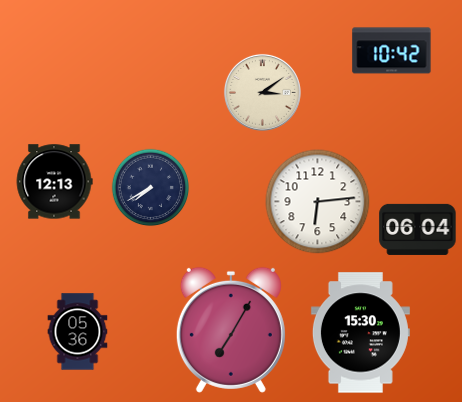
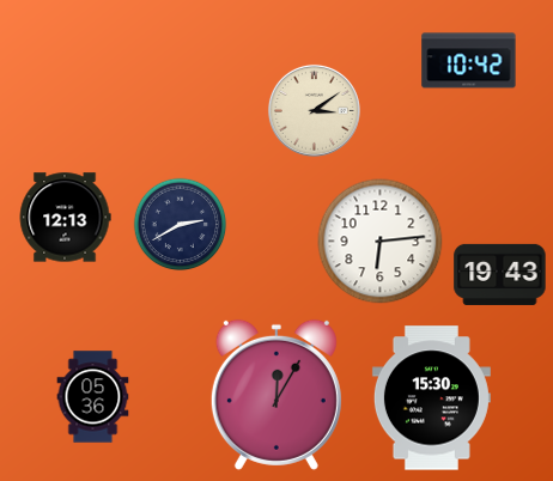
clock at (150, 187): 7:40 -> 2:40
clock at (418, 229): 06:04 -> 19:43
clock at (231, 330): 7:05 -> 12:05
